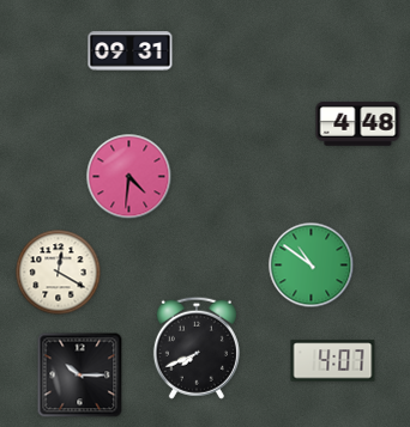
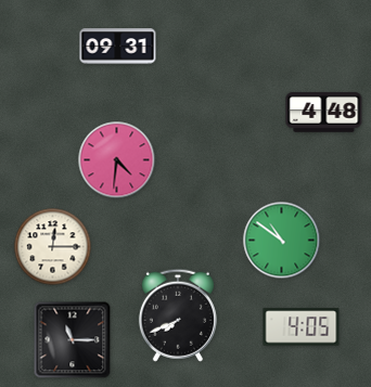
clock at (59, 273): 12:20 -> 12:15
clock at (333, 361): 4:07 -> 4:05
clock at (80, 376): 10:15 -> 11:15
